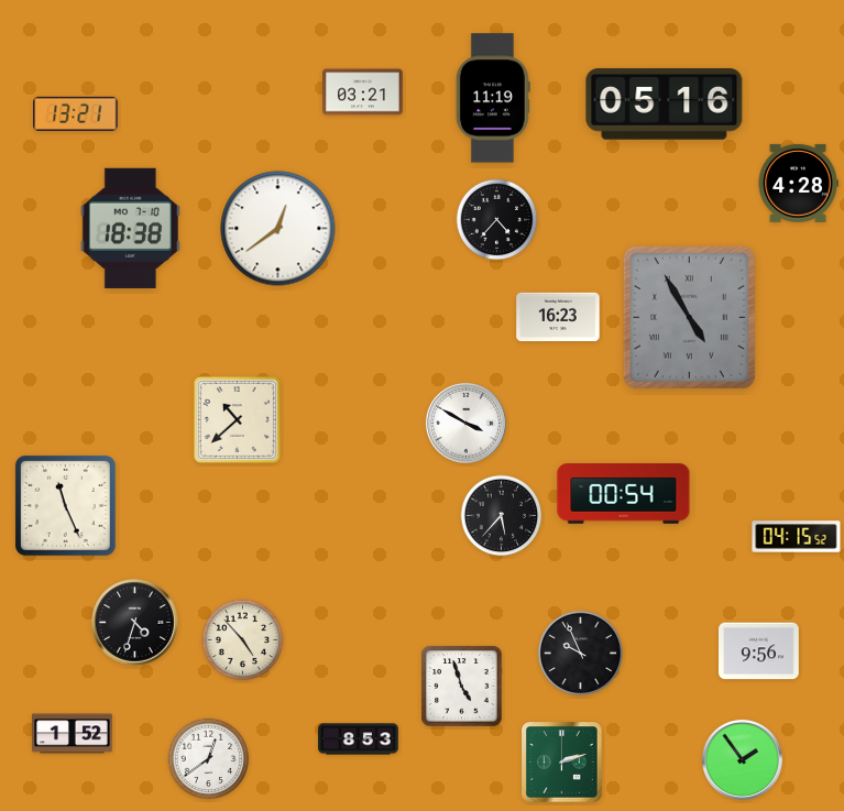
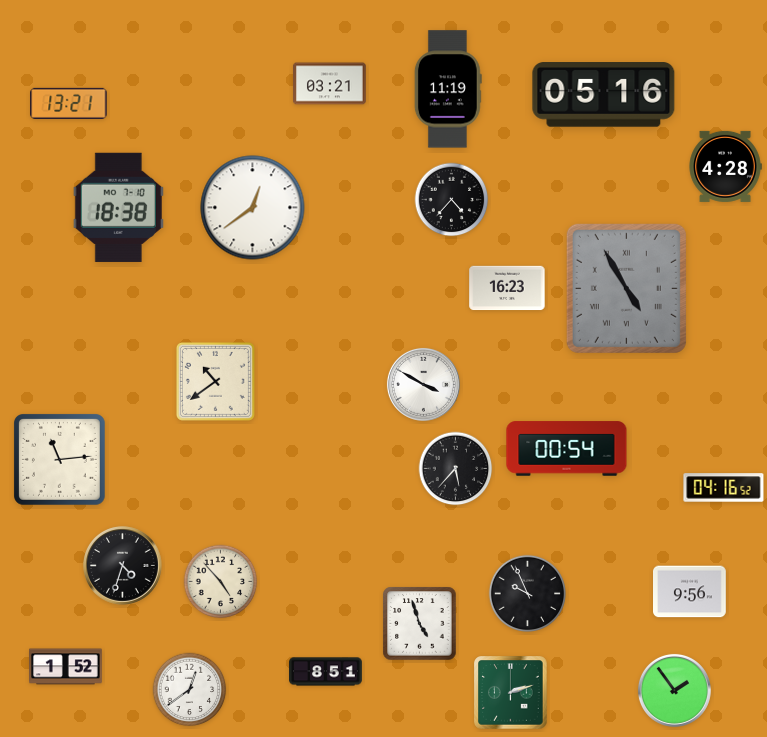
clock at (237, 419): 10:38 -> 10:39
clock at (66, 506): 11:26 -> 11:14
clock at (797, 537): 04:15 -> 04:16
clock at (359, 739): 8:53 -> 8:51
